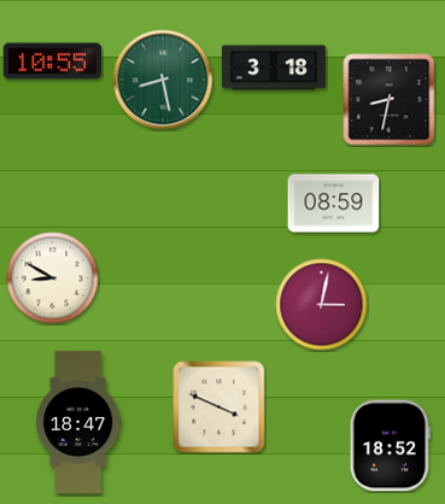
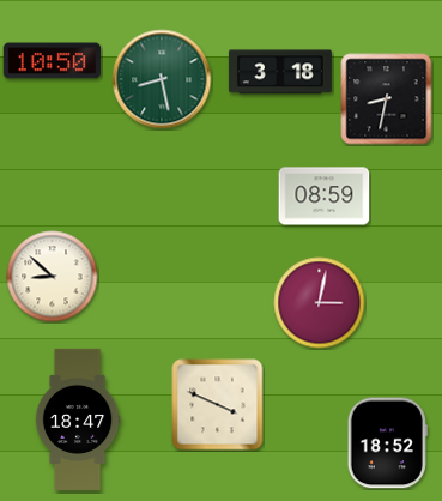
clock at (53, 61): 10:55 -> 10:50
clock at (274, 68) position: (274, 68) -> (280, 72)
clock at (334, 204) position: (334, 204) -> (325, 197)
clock at (53, 279): 8:50 -> 8:52
